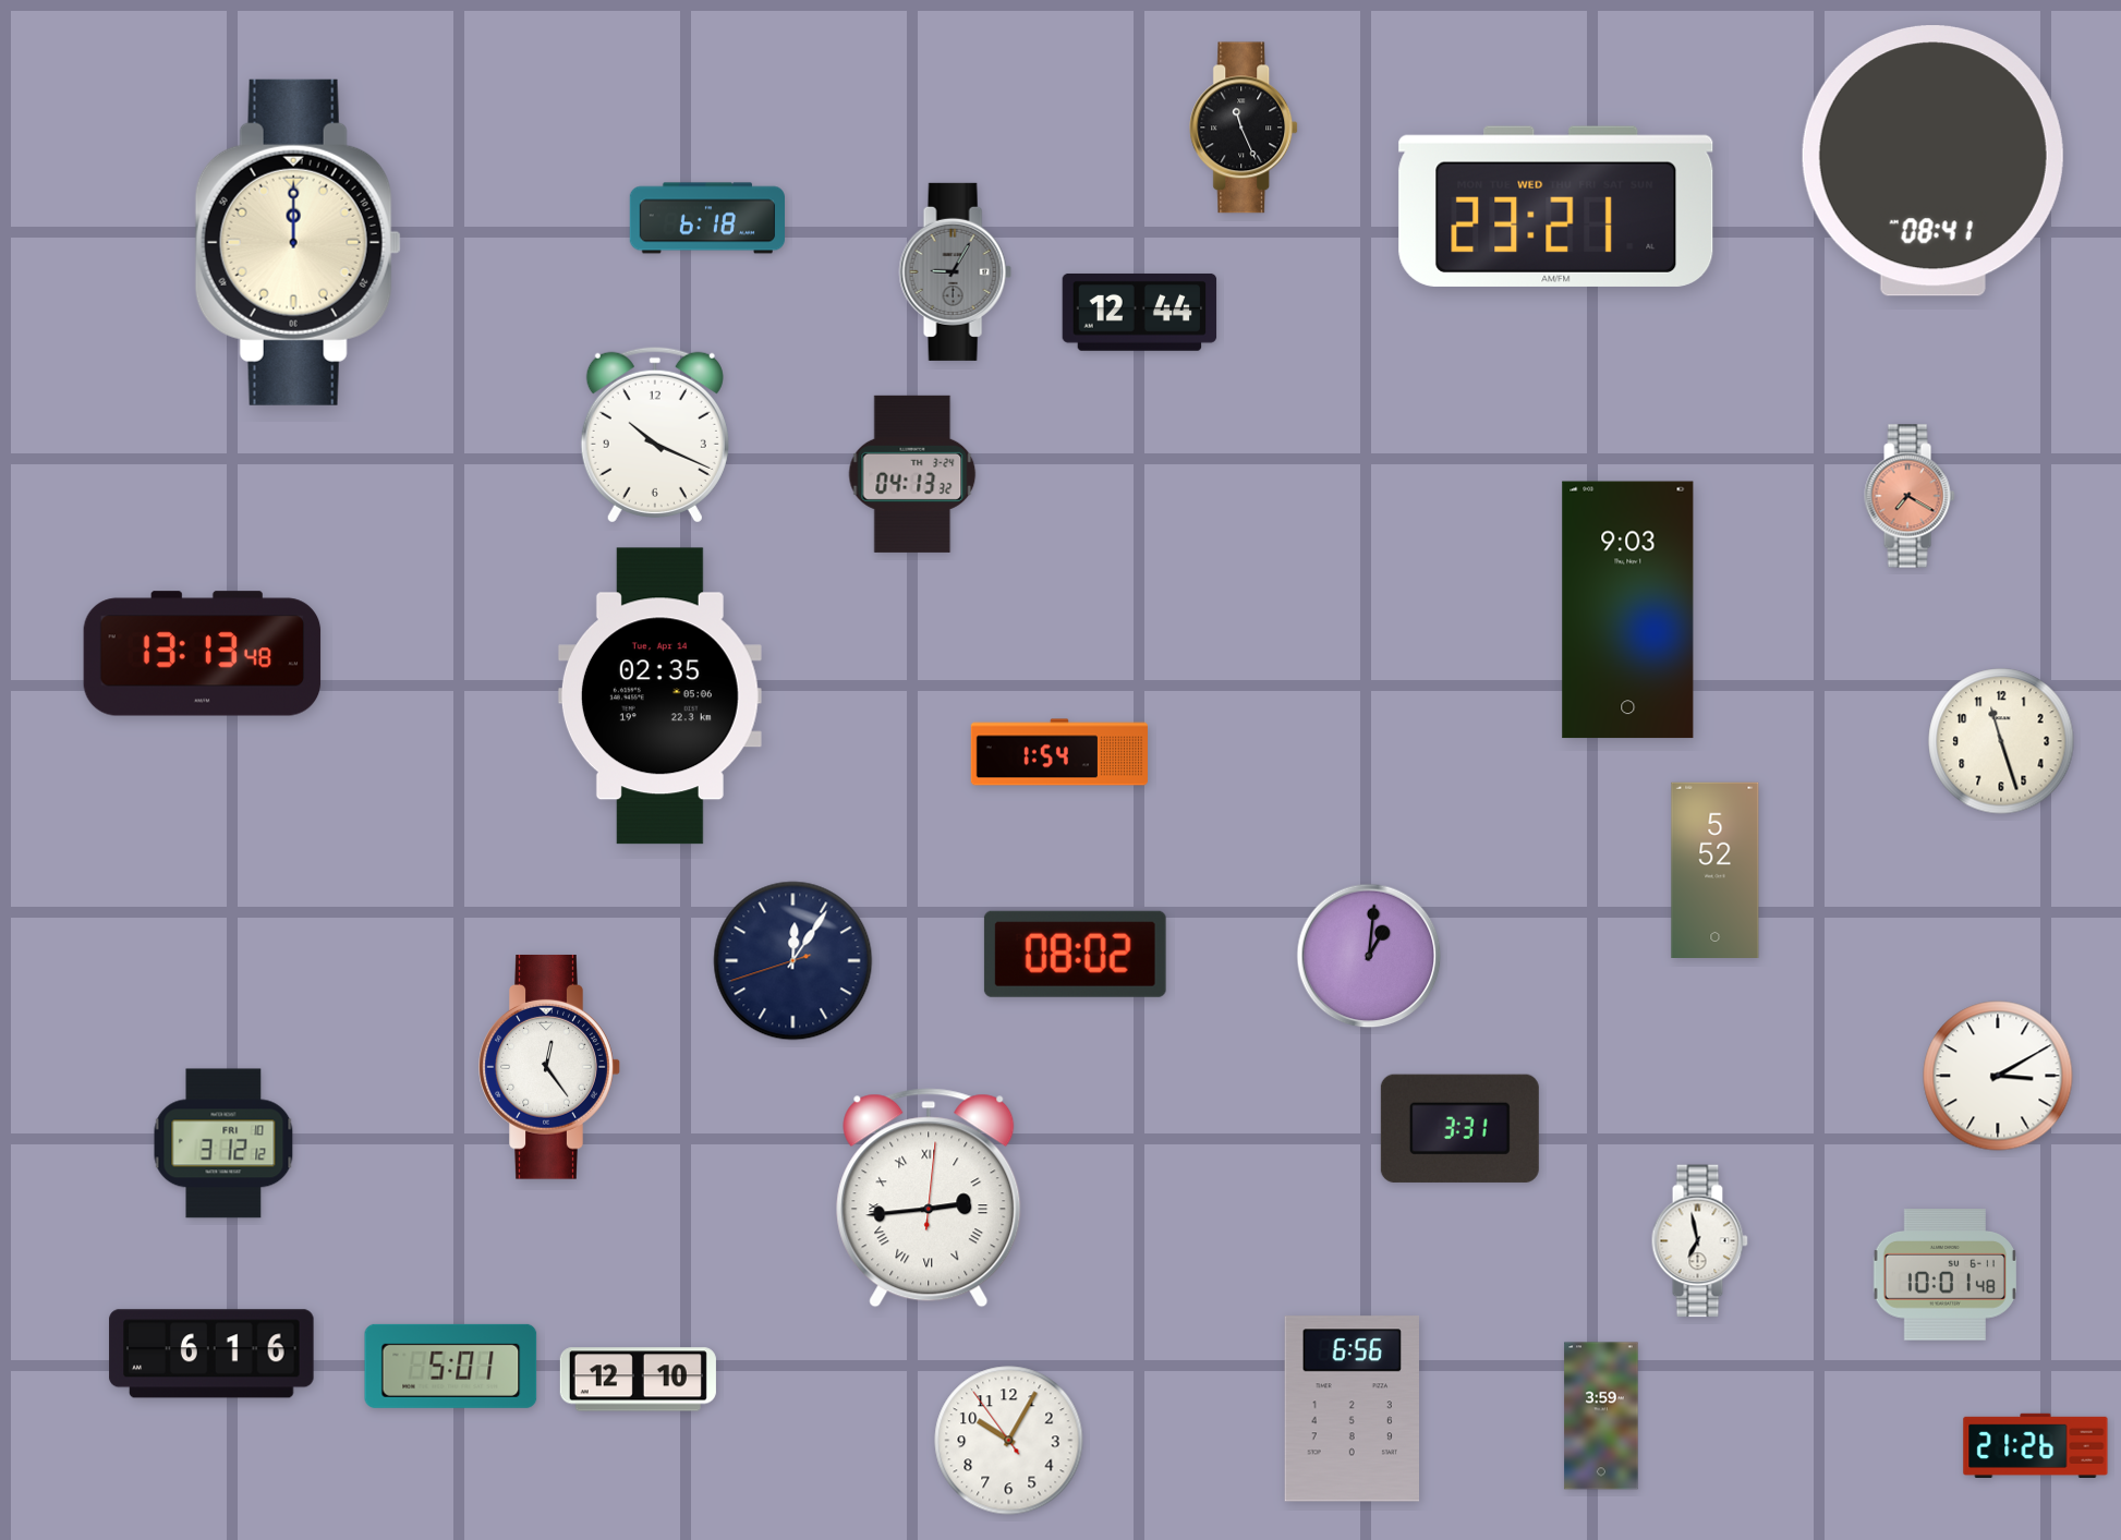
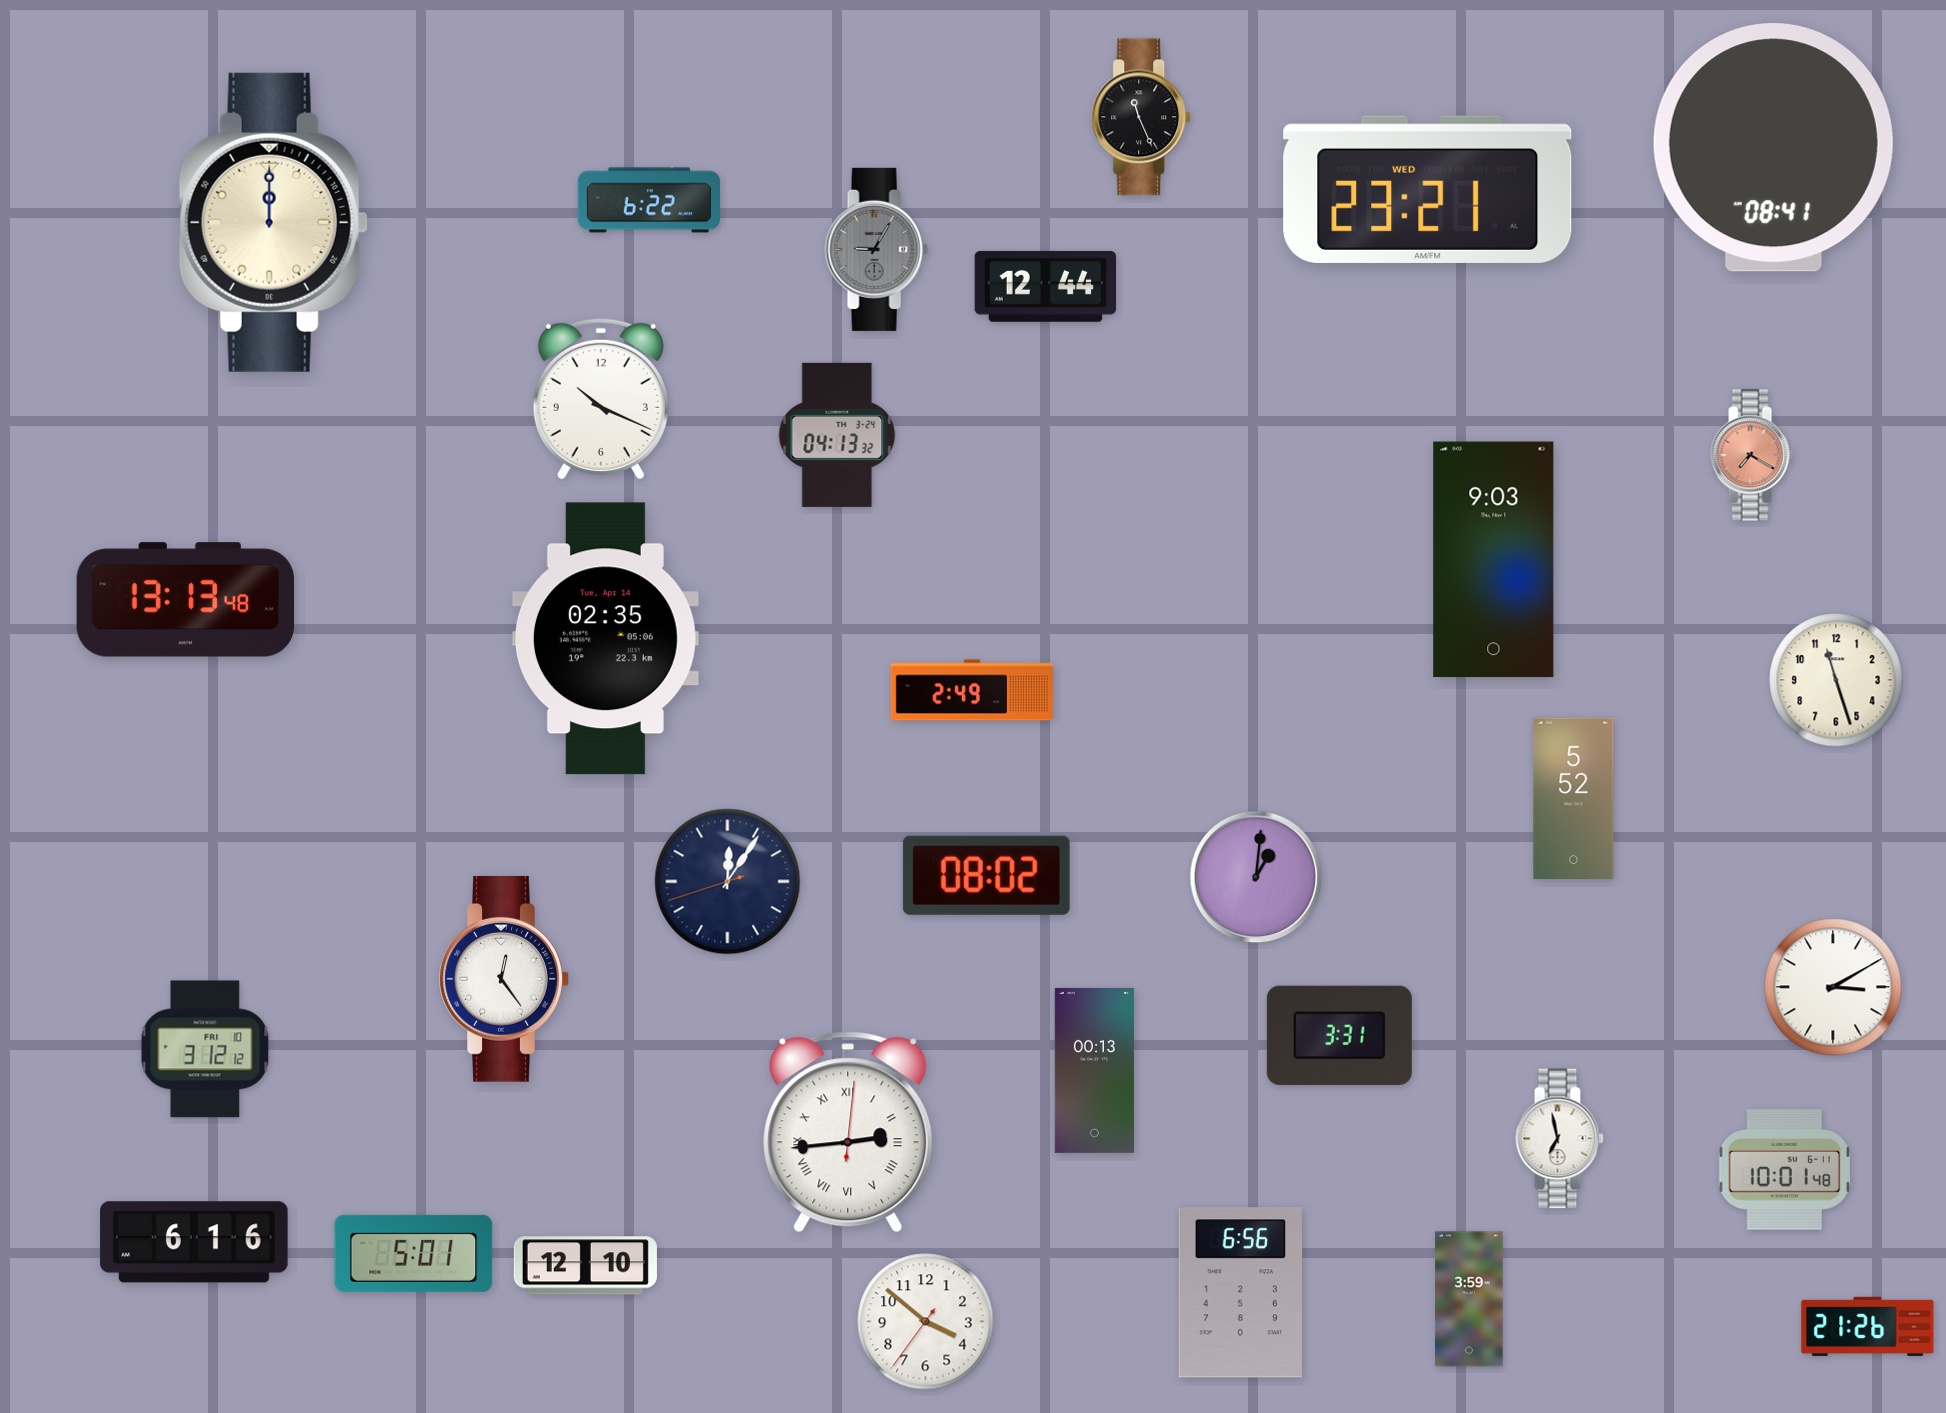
clock at (706, 218): 6:18 -> 6:22
clock at (1059, 752): 1:54 -> 2:49
clock at (1094, 1070): none -> 00:13
clock at (929, 1198) position: (929, 1198) -> (848, 1132)
clock at (1009, 1441): 10:04 -> 3:51
